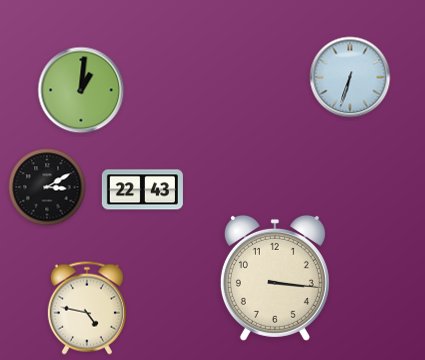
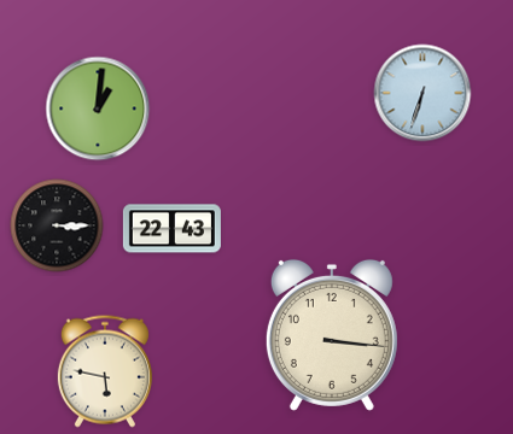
clock at (47, 187): 3:10 -> 3:15
clock at (87, 308): 4:47 -> 5:47
